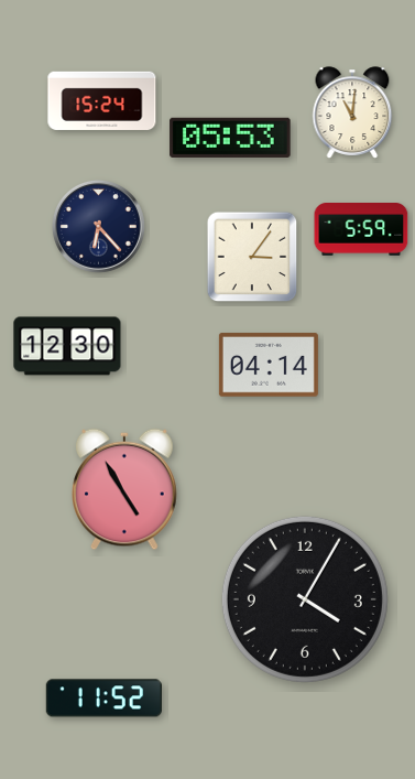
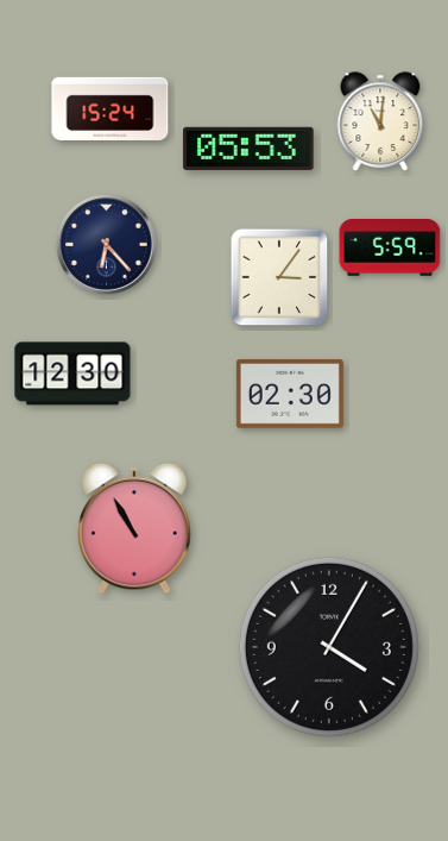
clock at (252, 257) position: (252, 257) -> (279, 277)
clock at (269, 365): 04:14 -> 02:30
clock at (124, 489): 4:55 -> 10:55
clock at (103, 699): 11:52 -> none
